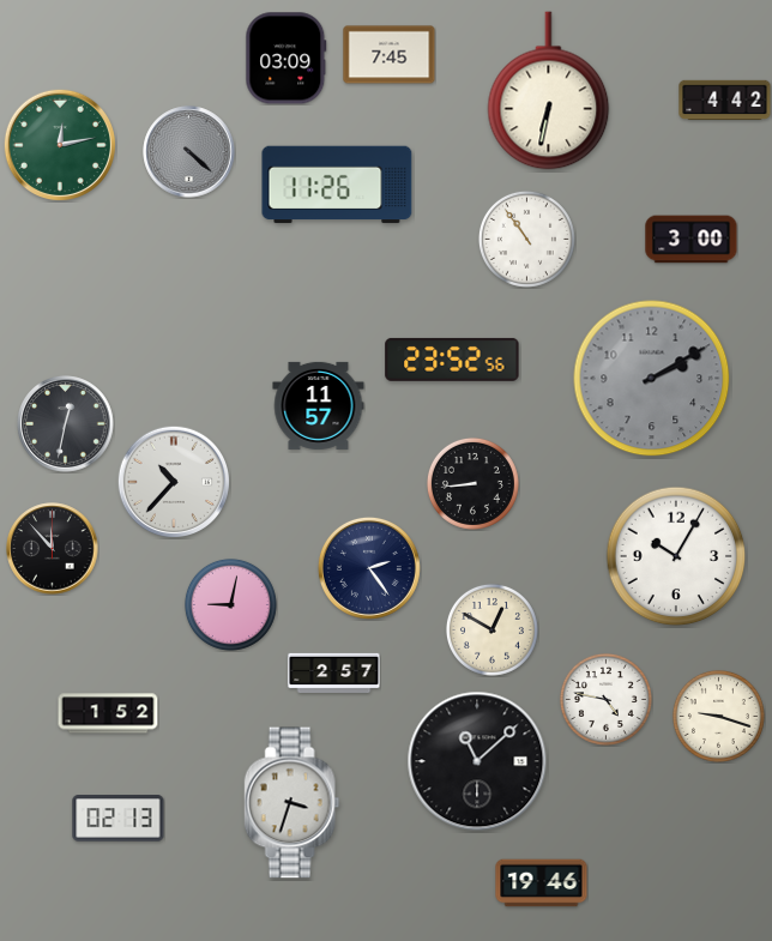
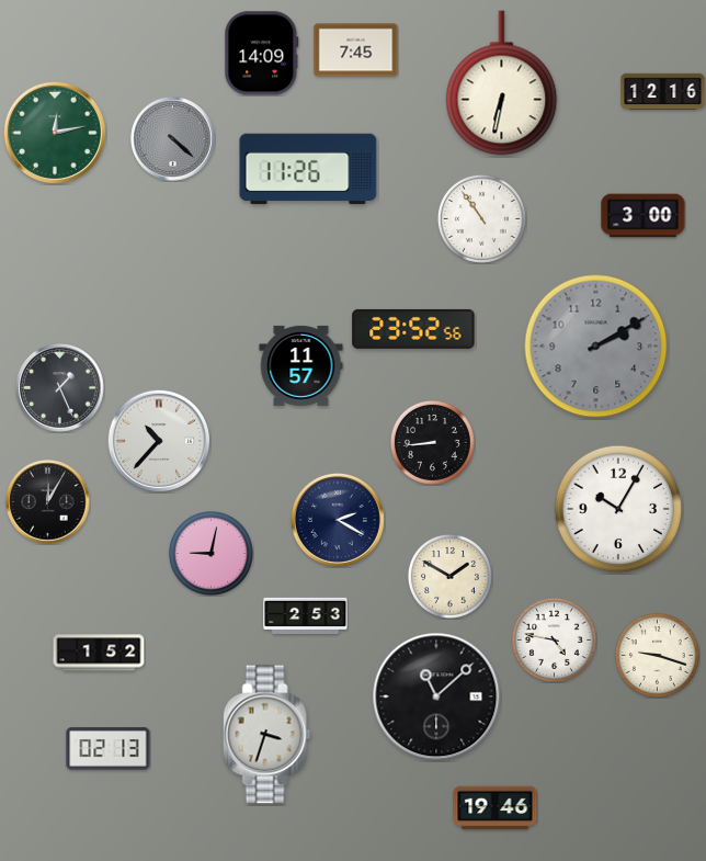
clock at (287, 59): 03:09 -> 14:09
clock at (725, 101): 4:42 -> 12:16
clock at (692, 240) position: (692, 240) -> (644, 216)
clock at (319, 405) position: (319, 405) -> (301, 365)
clock at (66, 424): 12:32 -> 1:26
clock at (53, 549): 11:53 -> 12:05
clock at (369, 568): 2:24 -> 2:20
clock at (491, 629): 12:50 -> 1:50
clock at (334, 672): 2:57 -> 2:53
